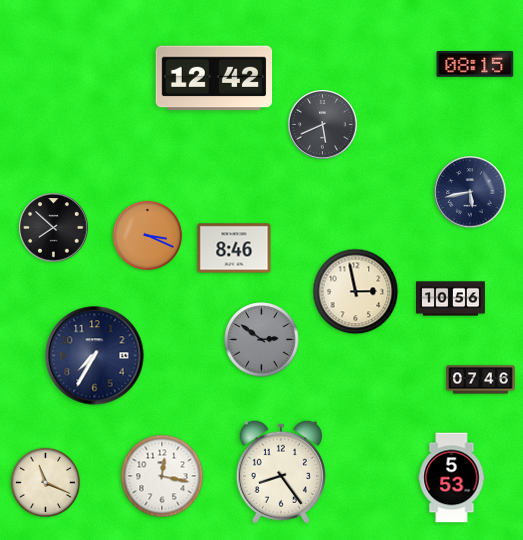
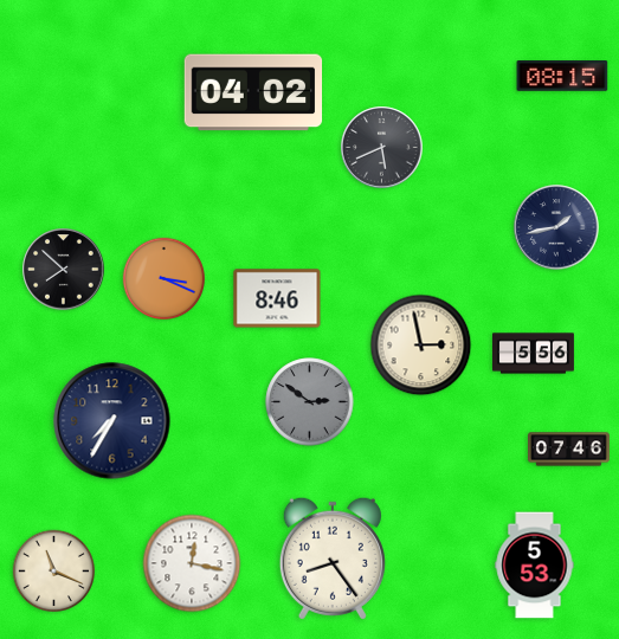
clock at (214, 78): 12:42 -> 04:02
clock at (470, 192): 5:43 -> 1:43
clock at (148, 236) position: (148, 236) -> (165, 279)
clock at (234, 248) position: (234, 248) -> (277, 298)
clock at (451, 299): 10:56 -> 5:56
